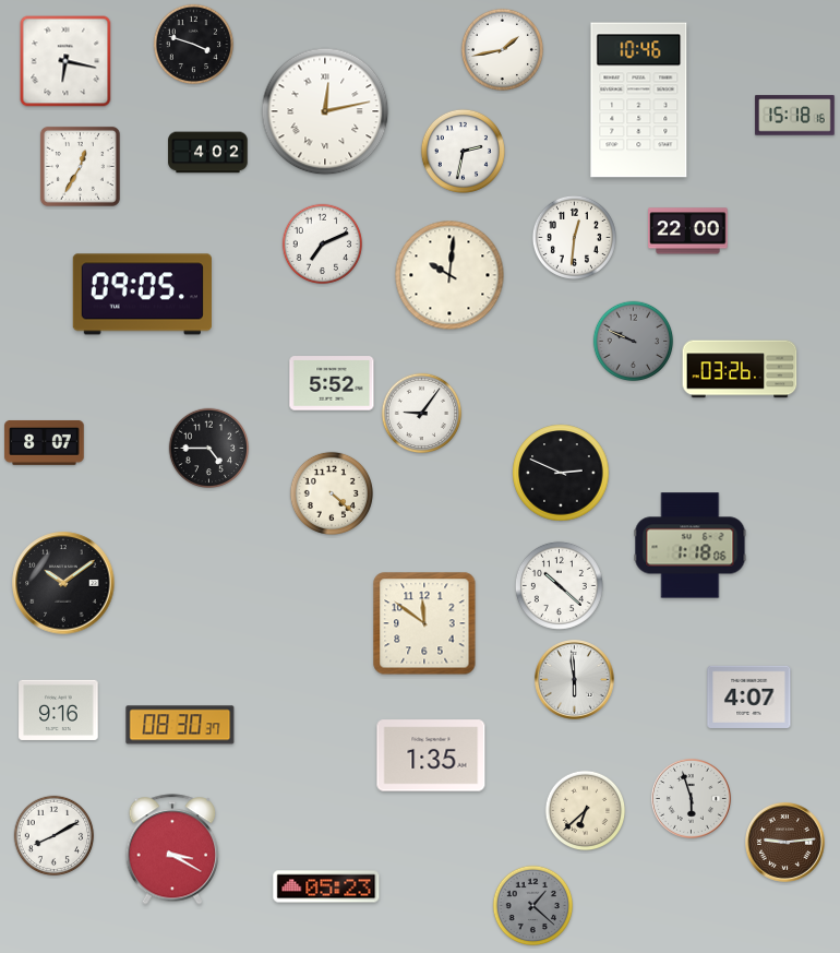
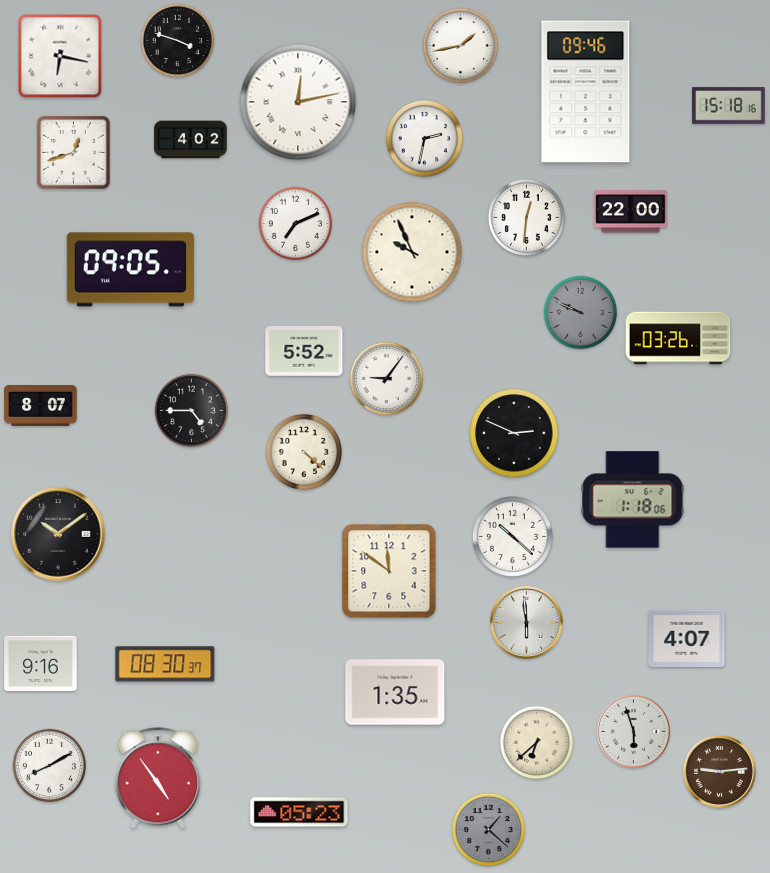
clock at (639, 100): 10:46 -> 09:46
clock at (80, 166): 12:35 -> 12:42
clock at (449, 275): 10:01 -> 9:56
clock at (59, 710) position: (59, 710) -> (41, 663)
clock at (172, 849): 3:20 -> 4:54
